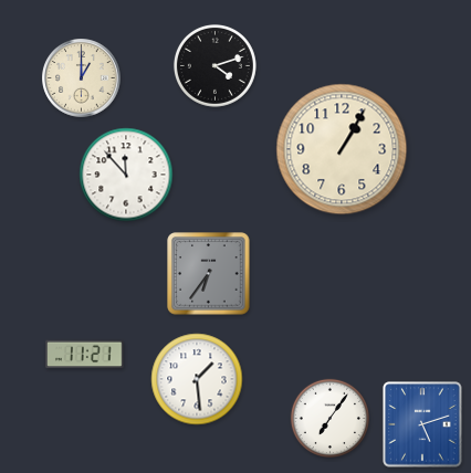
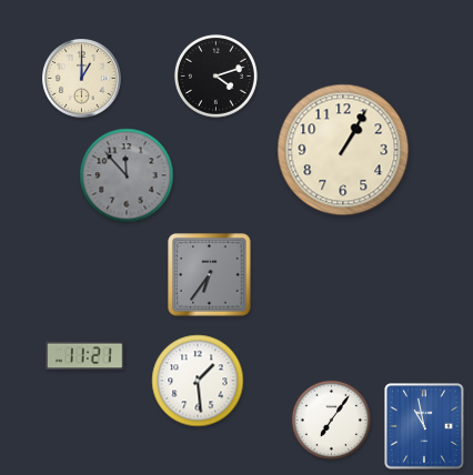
clock at (214, 65) position: (214, 65) -> (215, 75)
clock at (126, 175) dial: white -> grey
clock at (422, 424): 5:12 -> 10:58
